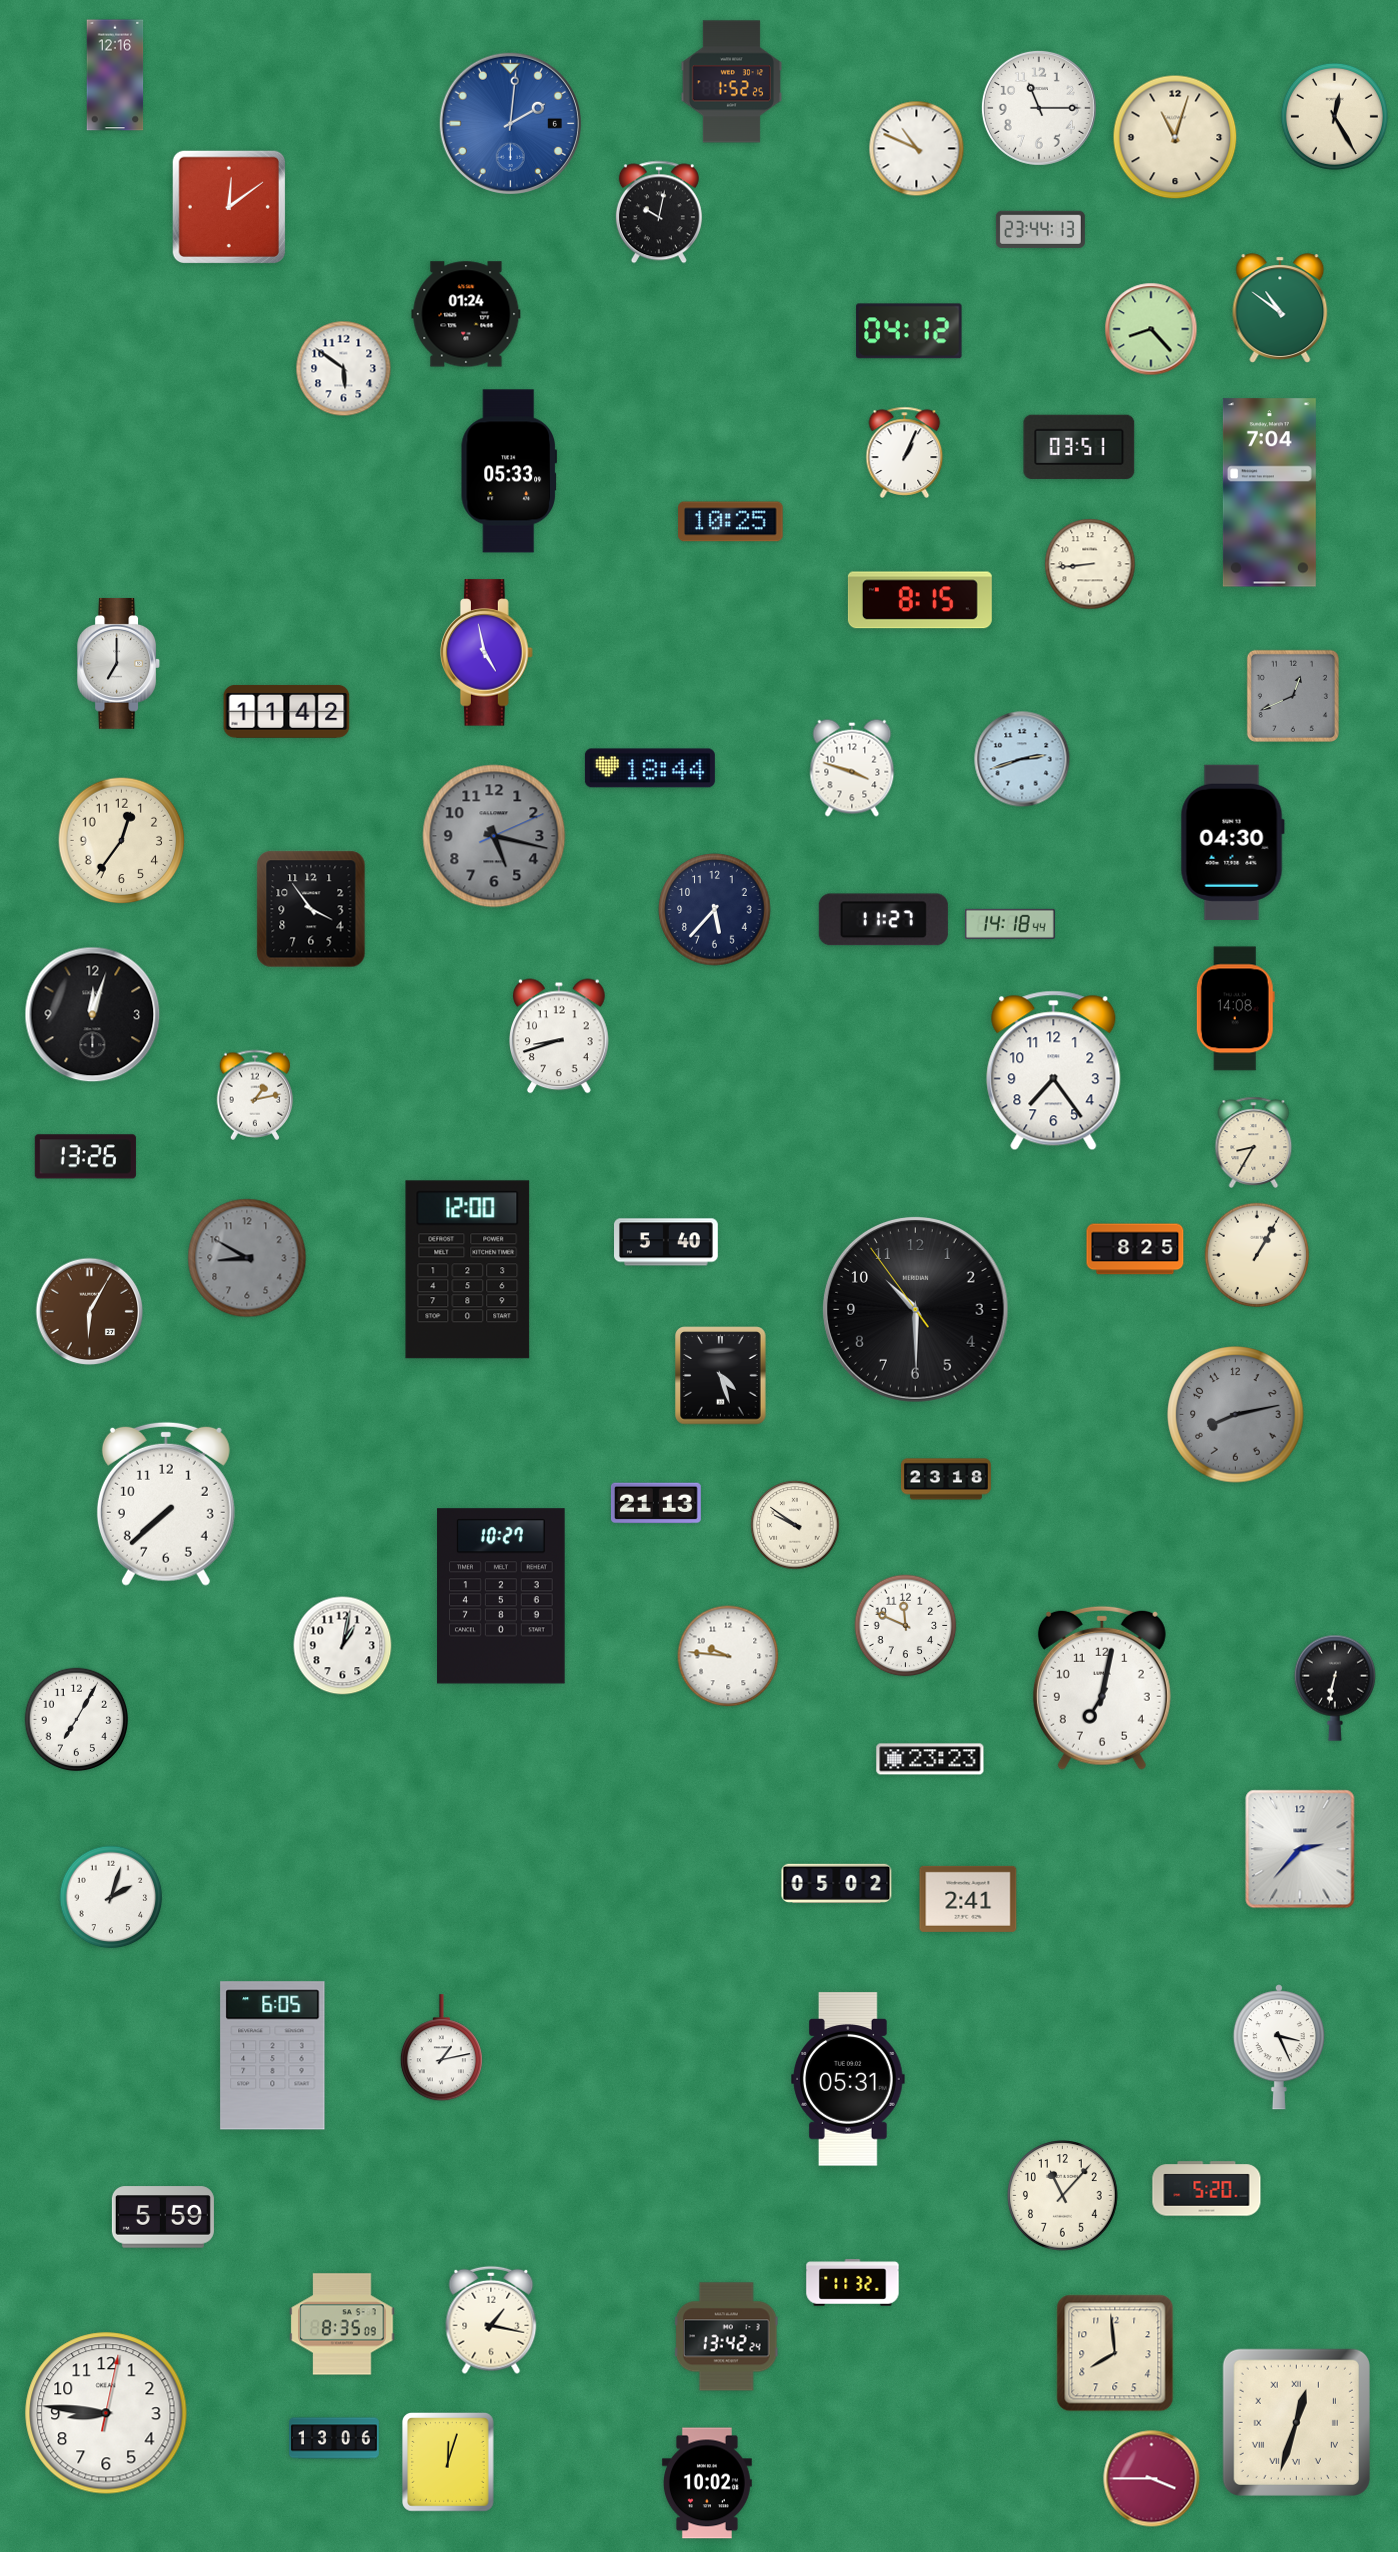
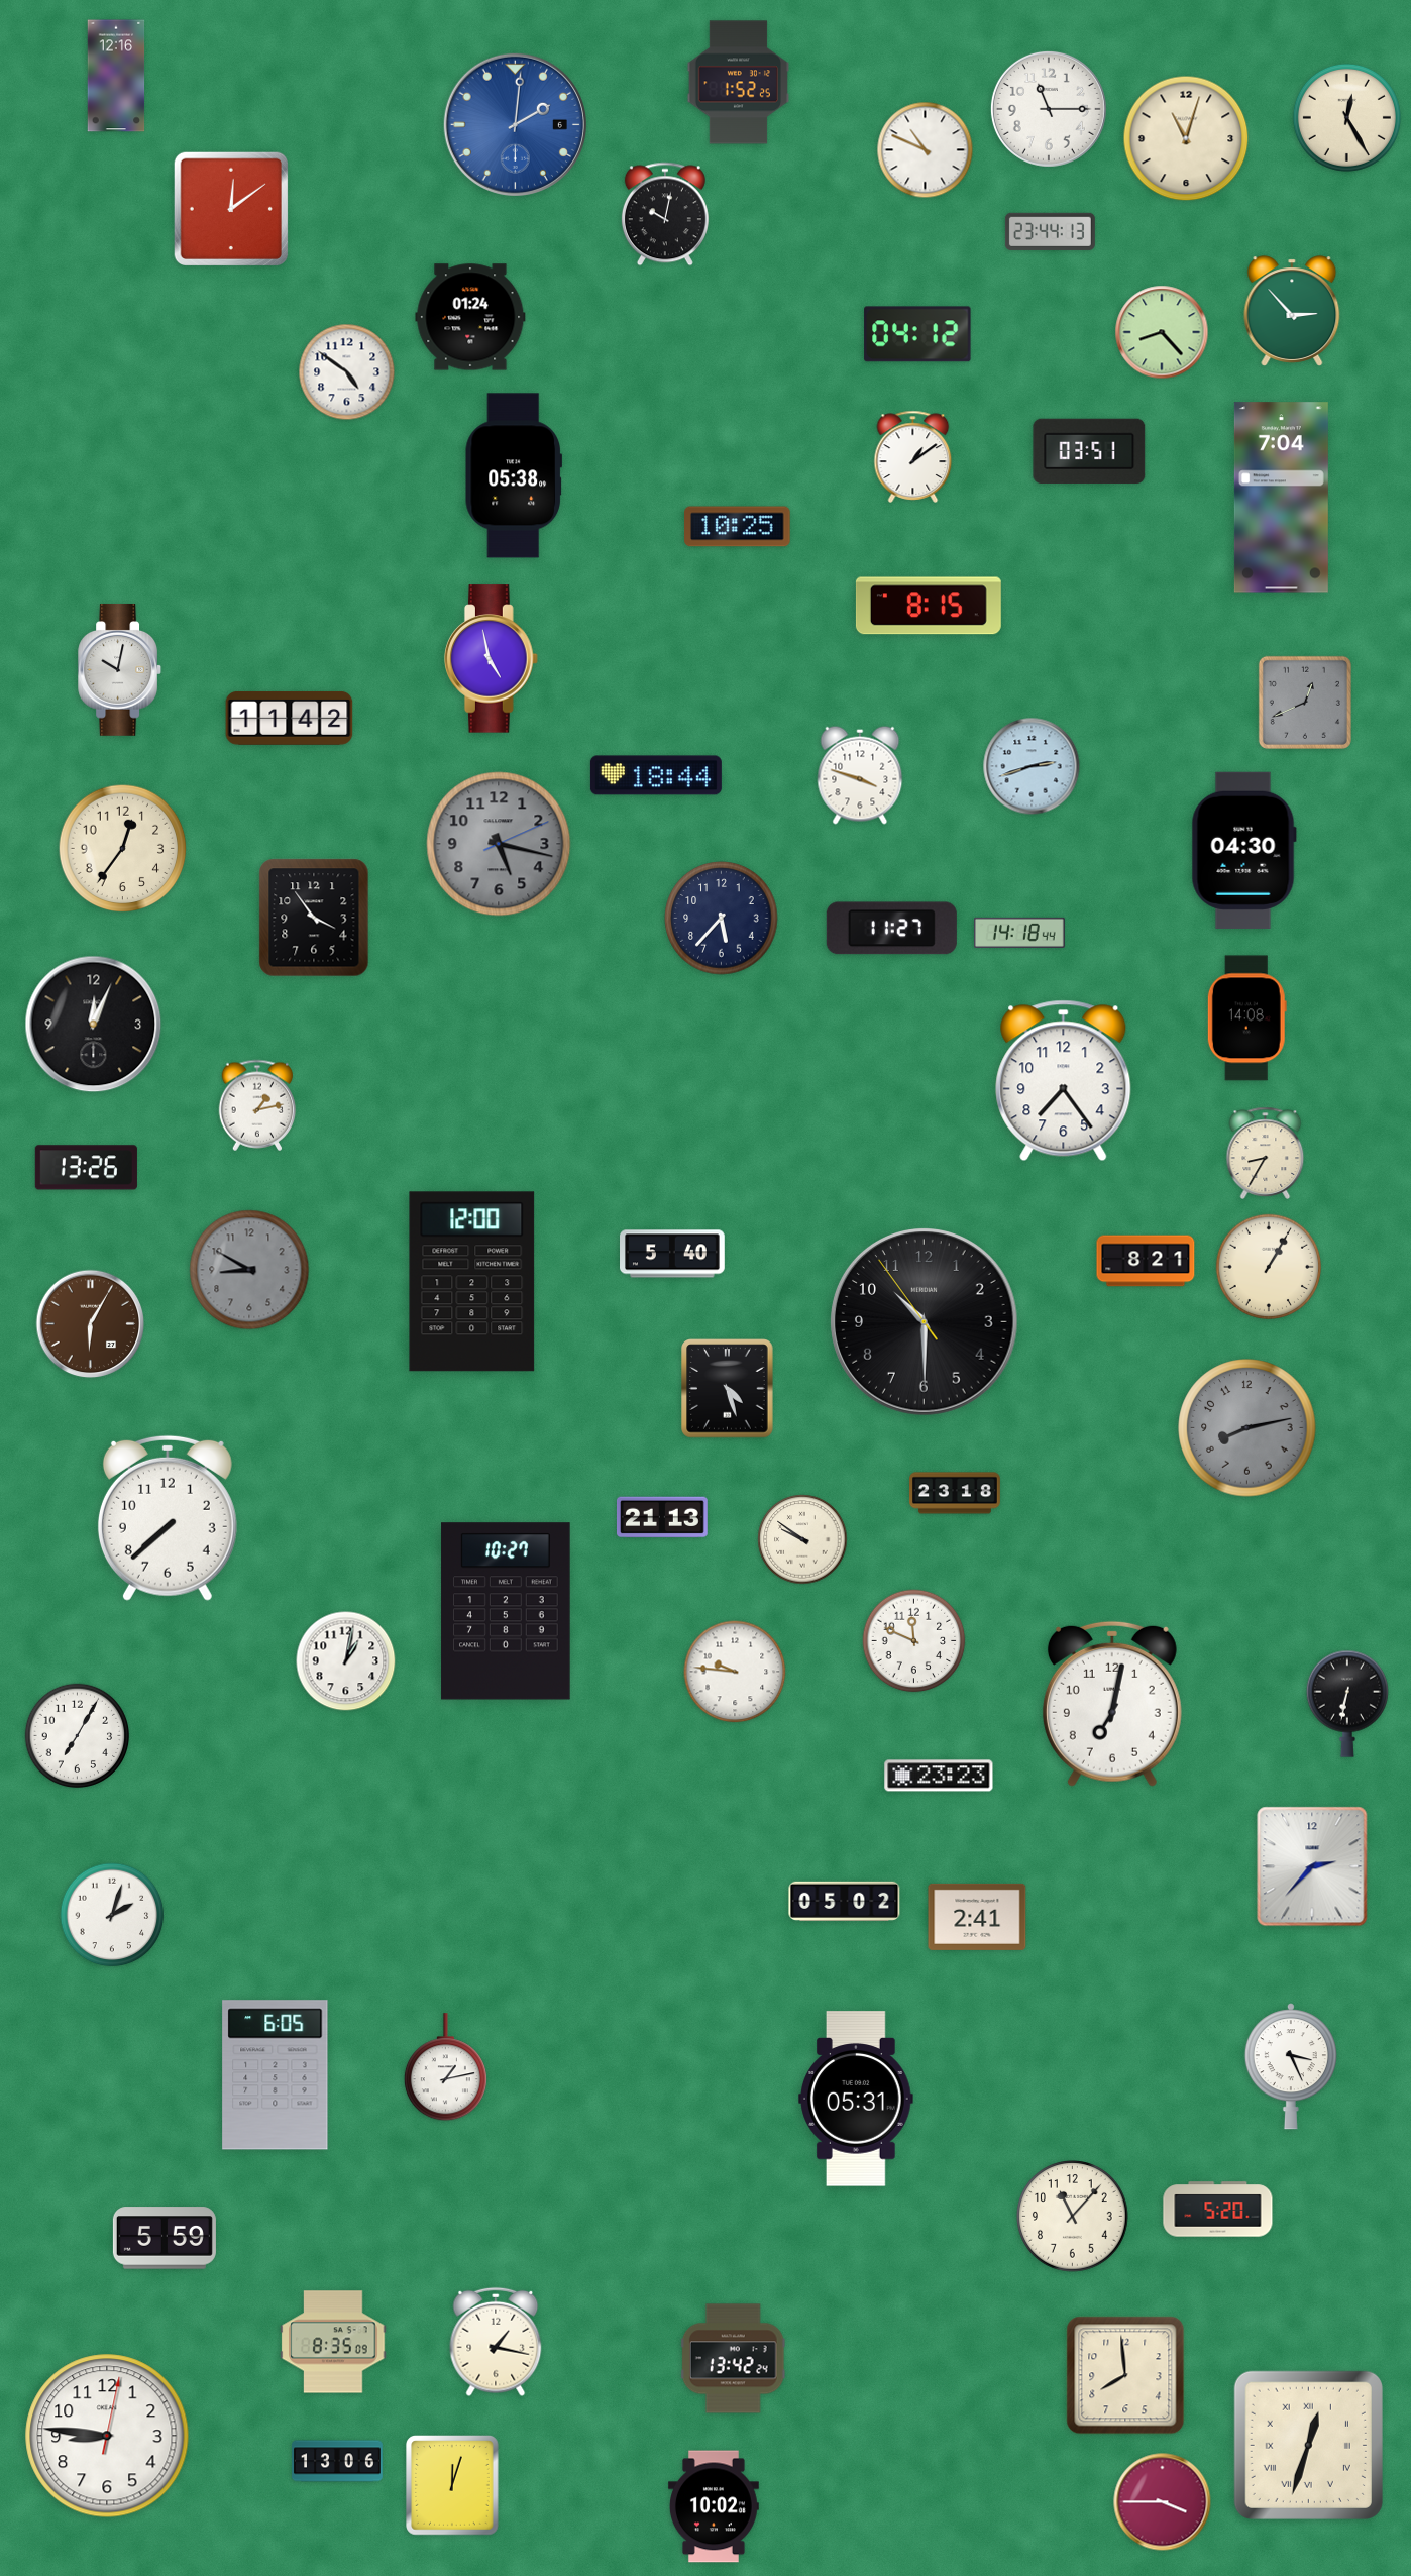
clock at (1280, 308): 10:51 -> 2:53
clock at (344, 369): 5:51 -> 4:51
clock at (905, 452): 1:04 -> 1:09
clock at (509, 471): 05:33 -> 05:38
clock at (1090, 564): 8:44 -> none
clock at (119, 663): 7:00 -> 10:02
clock at (93, 1015): 12:03 -> 12:04
clock at (560, 1036): 8:42 -> none
clock at (1135, 1249): 8:25 -> 8:21
clock at (853, 2283): 11:32 -> none
clock at (342, 2324) position: (342, 2324) -> (333, 2342)
